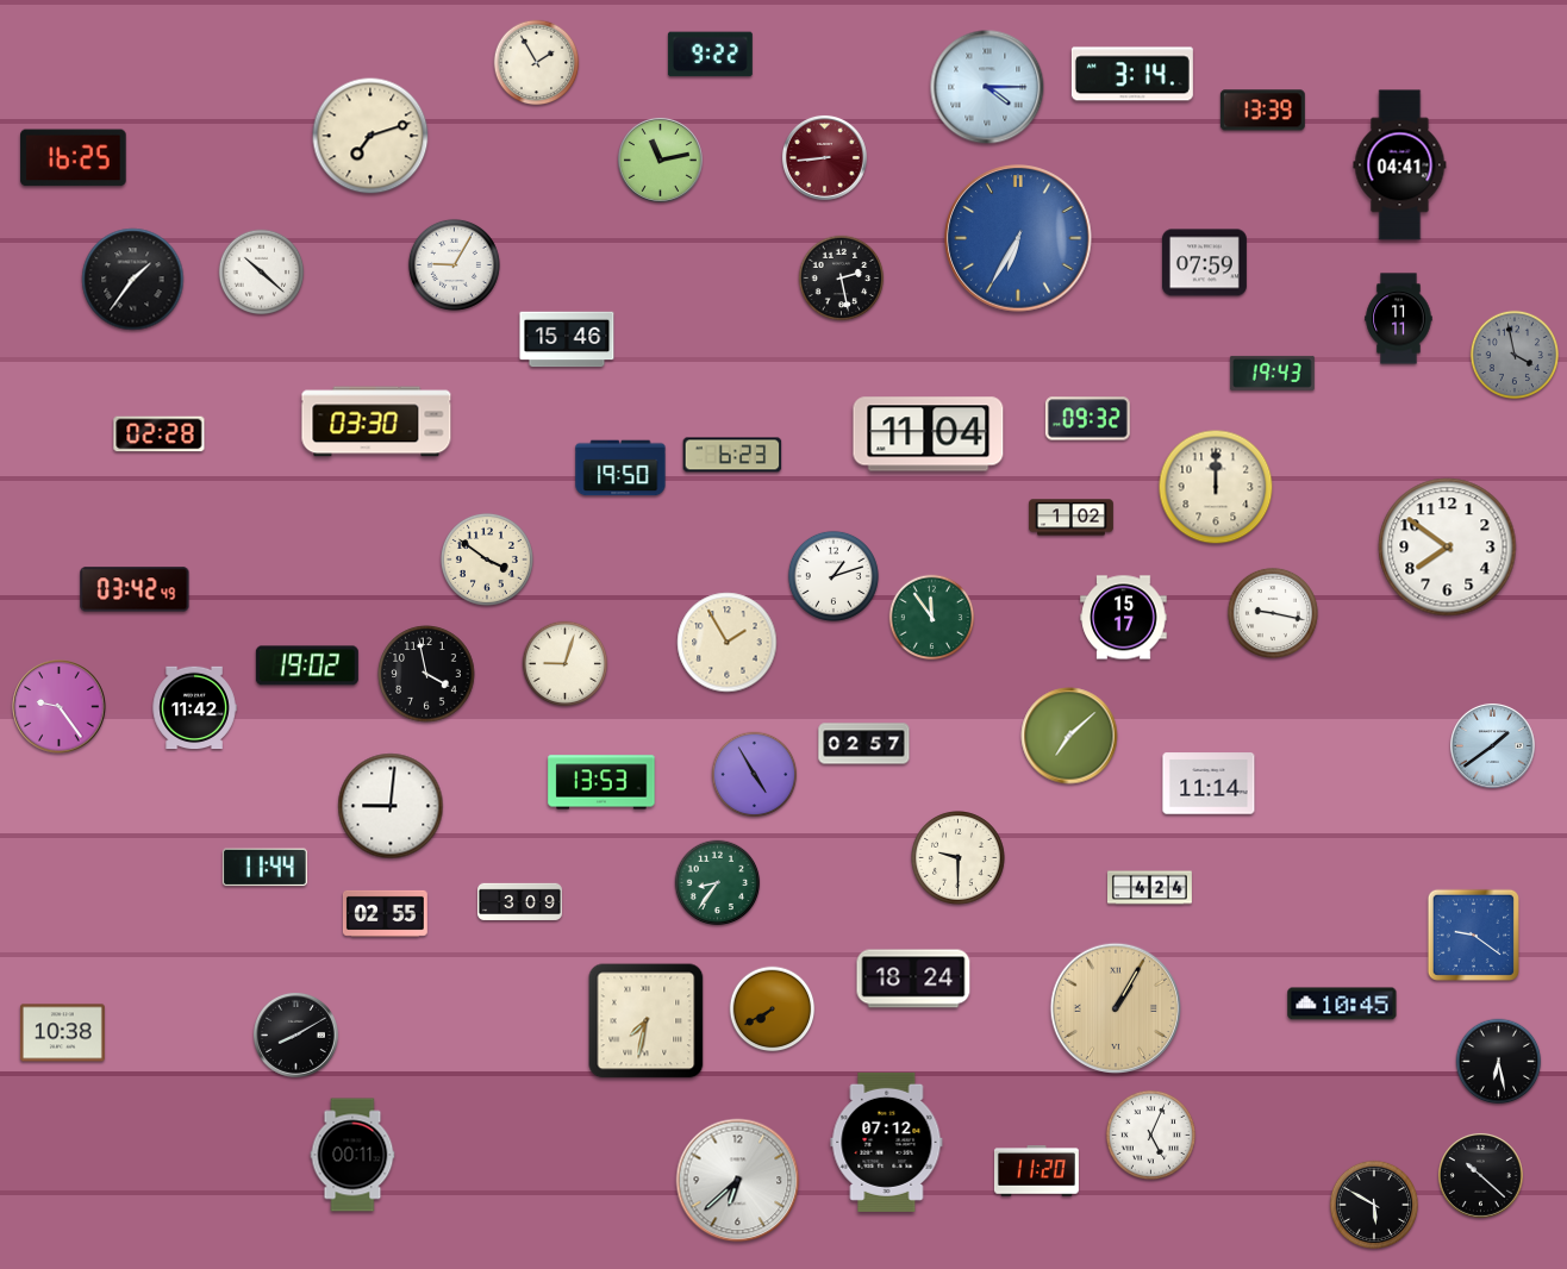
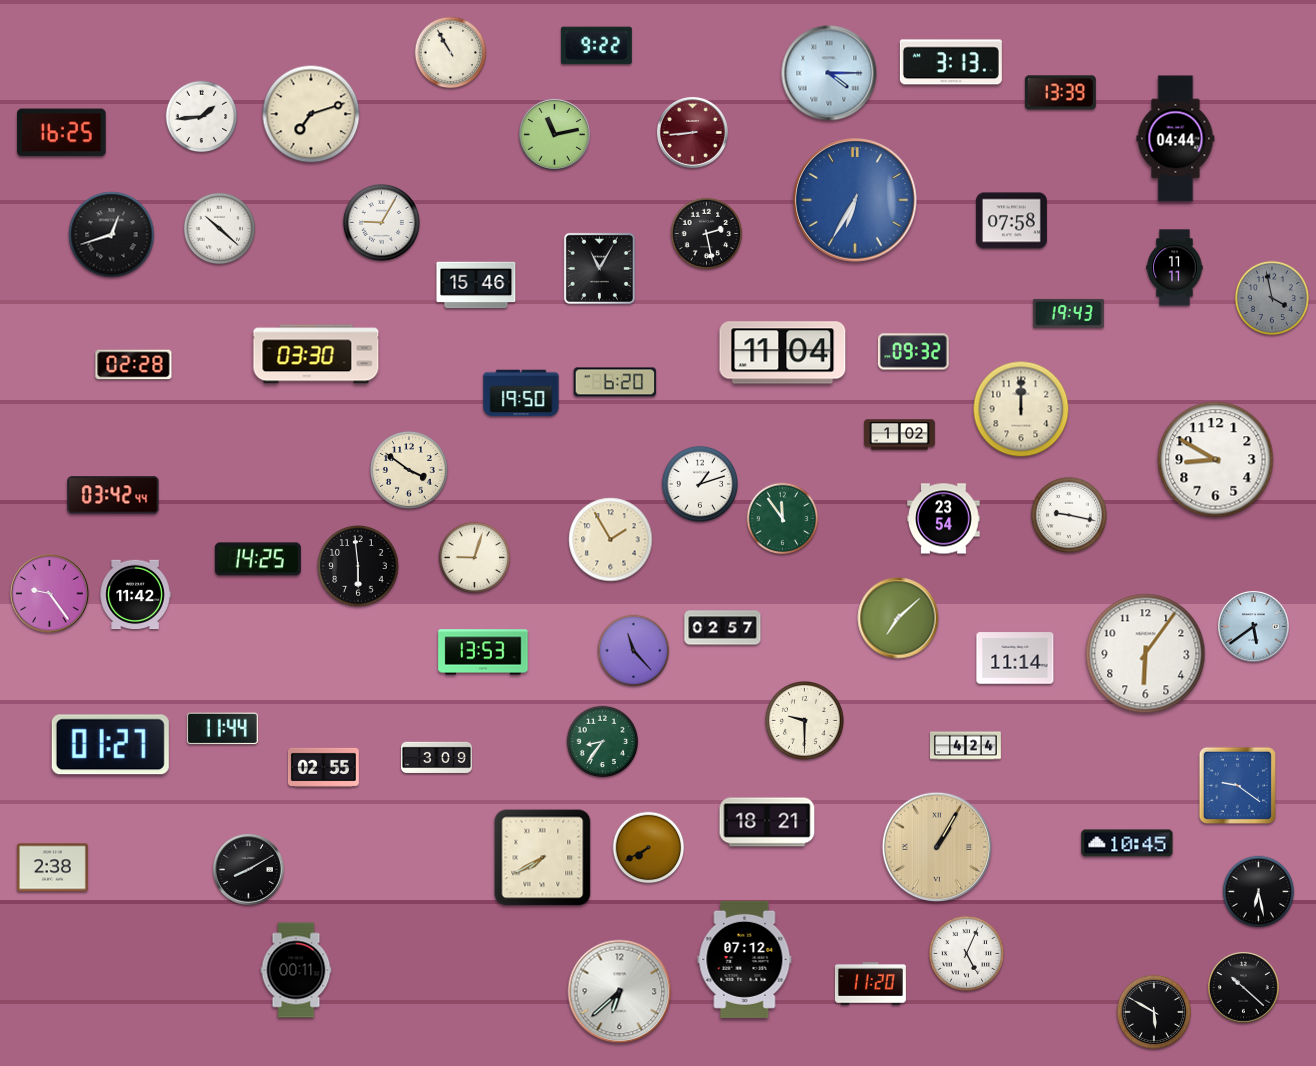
clock at (537, 63): 1:55 -> 10:55
clock at (1132, 74): 3:14 -> 3:13
clock at (202, 117): none -> 1:44
clock at (1400, 165): 04:41 -> 04:44
clock at (1204, 263): 07:59 -> 07:58
clock at (133, 280): 1:36 -> 12:42
clock at (599, 268): none -> 11:05
clock at (929, 435) position: (929, 435) -> (783, 353)
clock at (732, 455): 6:23 -> 6:20
clock at (1448, 548): 7:51 -> 8:50
clock at (135, 589): 03:42:49 -> 03:42:44
clock at (1124, 618): 15:17 -> 23:54
clock at (307, 665): 19:02 -> 14:25
clock at (426, 674): 3:58 -> 5:59
clock at (194, 708) position: (194, 708) -> (135, 595)
clock at (864, 744) position: (864, 744) -> (723, 628)
clock at (1492, 745): 1:39 -> 5:39
clock at (755, 775): 4:55 -> 11:23
clock at (1146, 654): none -> 6:06
clock at (601, 782) position: (601, 782) -> (483, 652)
clock at (391, 806): 9:01 -> none
clock at (110, 745): none -> 01:27
clock at (913, 979): 18:24 -> 18:21
clock at (647, 1021): 7:32 -> 7:40
clock at (62, 1033): 10:38 -> 2:38
